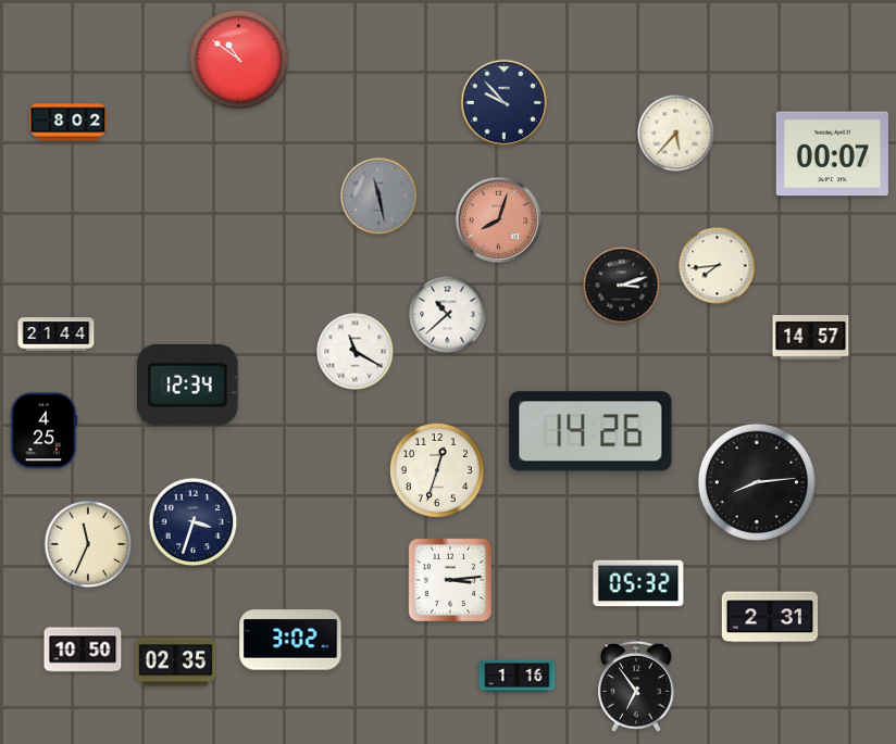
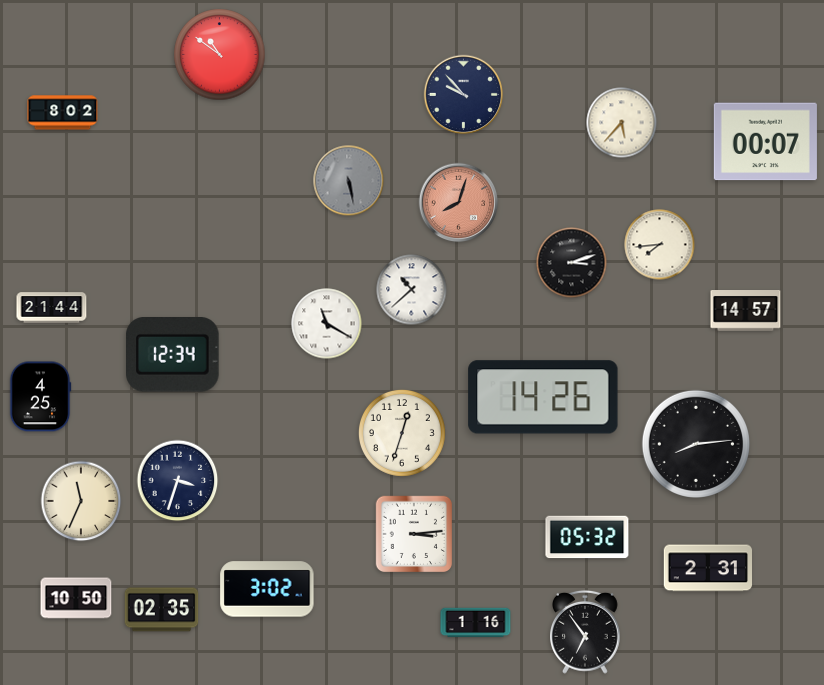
clock at (379, 197): 11:28 -> 5:28
